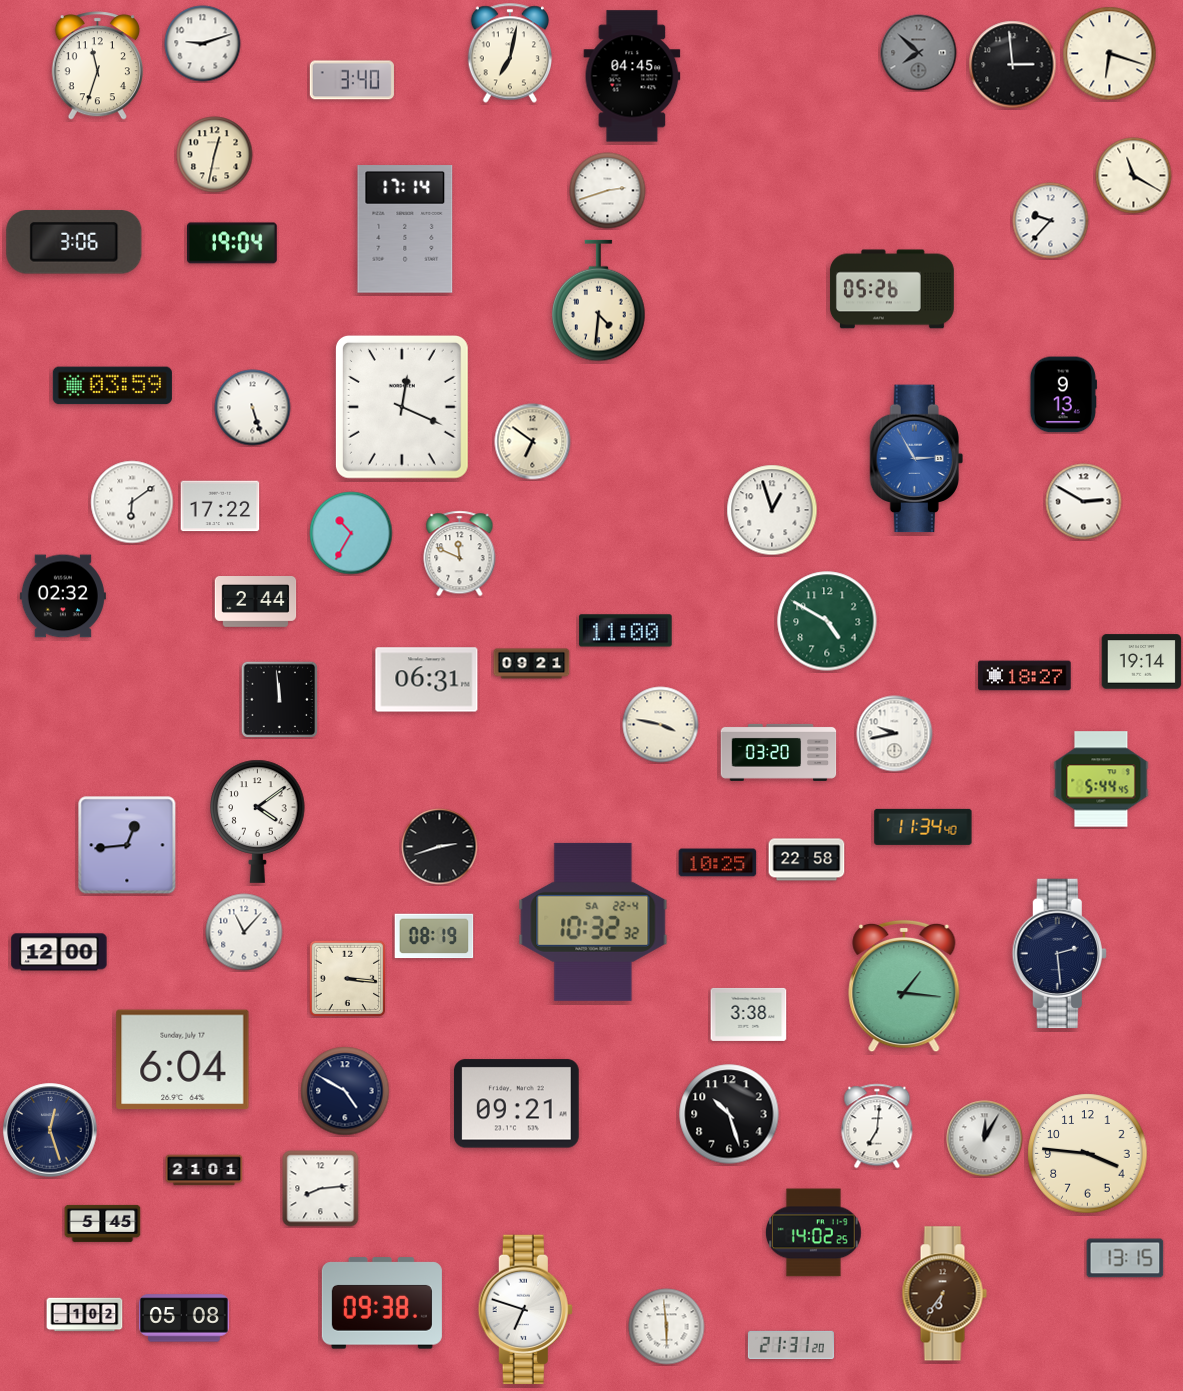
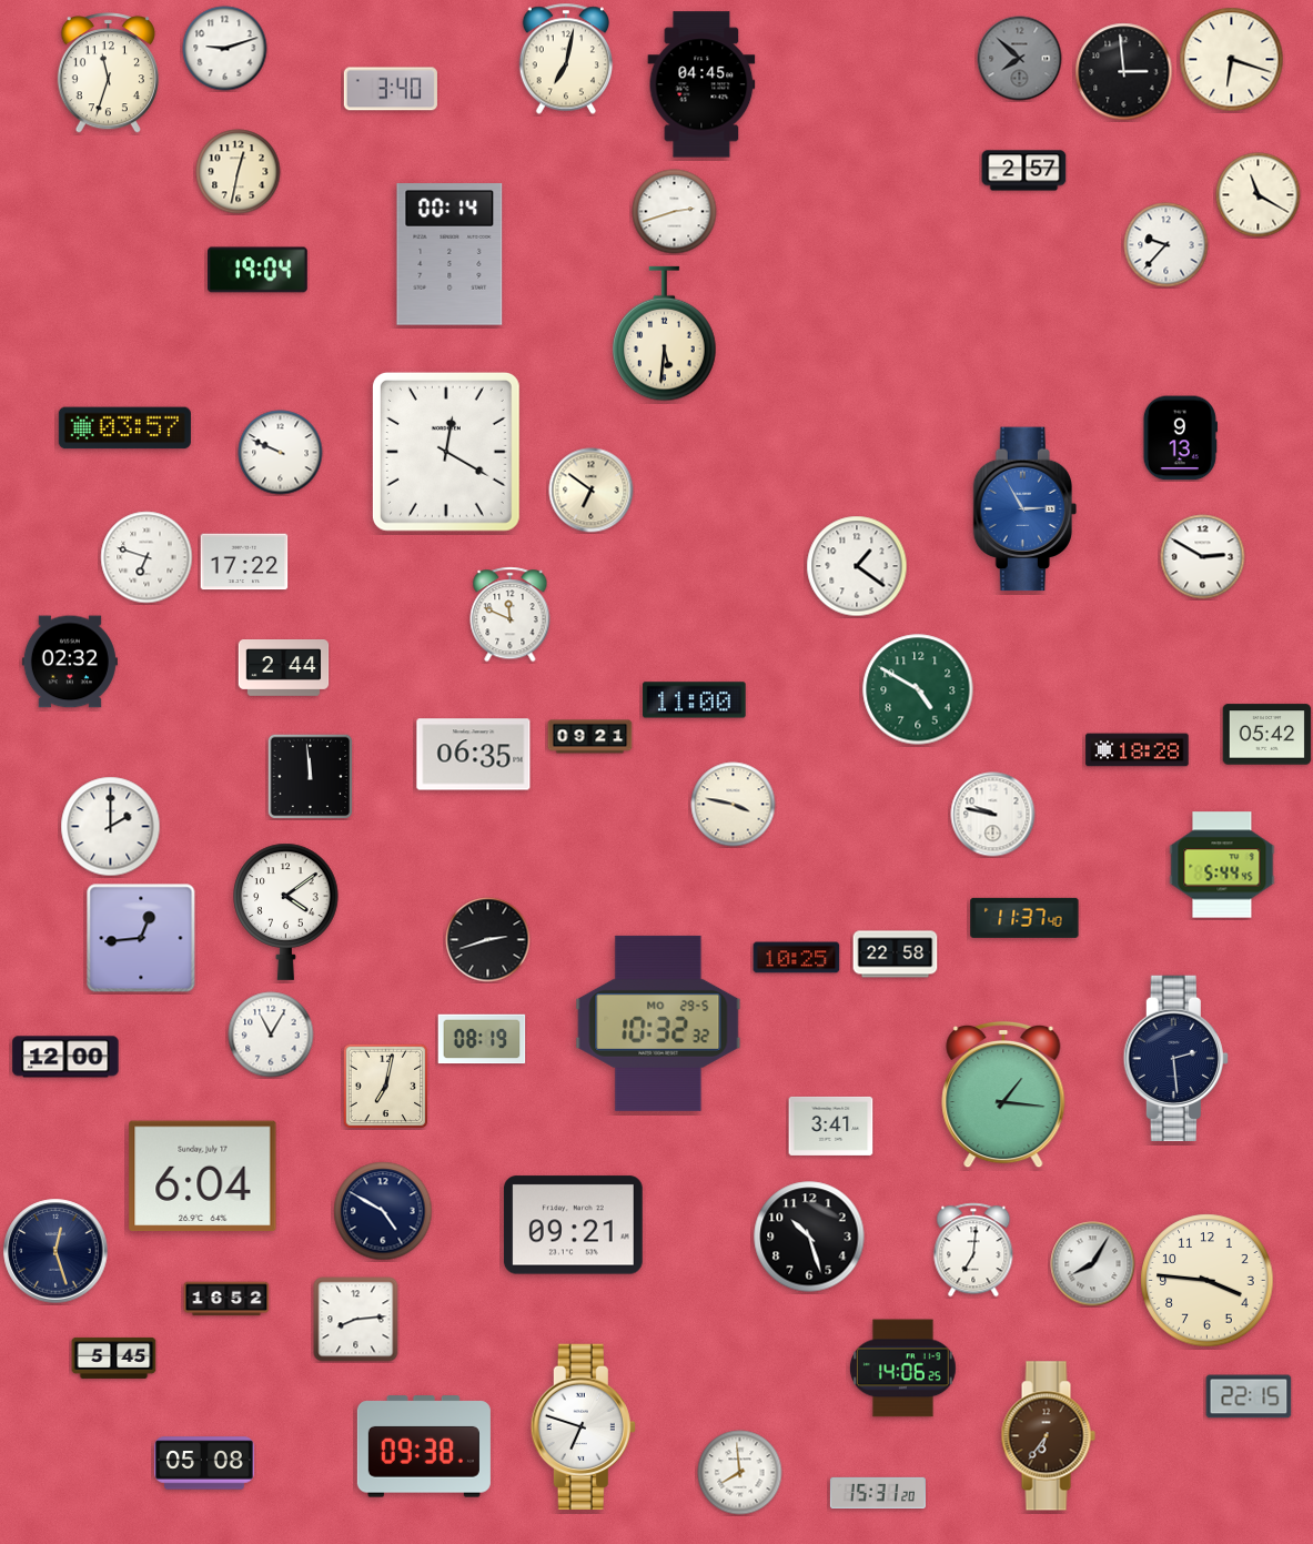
clock at (1024, 171): none -> 2:57
clock at (405, 229): 17:14 -> 00:14
clock at (74, 242): 3:06 -> none
clock at (892, 289): 05:26 -> none
clock at (599, 301): 4:31 -> 5:31
clock at (112, 386): 03:59 -> 03:57
clock at (402, 407): 12:19 -> 12:20
clock at (253, 408): 5:27 -> 9:49
clock at (916, 459) position: (916, 459) -> (1024, 509)
clock at (132, 502): 6:09 -> 6:48
clock at (772, 510): 12:57 -> 1:21
clock at (351, 533): 10:35 -> none
clock at (1142, 662): 19:14 -> 05:42
clock at (1025, 676): 18:27 -> 18:28
clock at (427, 680): 06:31 -> 06:35
clock at (895, 734): 9:43 -> 9:47
clock at (111, 827): none -> 2:00
clock at (779, 752): 03:20 -> none
clock at (923, 827): 11:34 -> 11:37
clock at (593, 922) date: SA 22-4 -> MO 29-5
clock at (244, 932): 11:07 -> 11:05
clock at (347, 979): 3:16 -> 7:02
clock at (749, 1014): 3:38 -> 3:41
clock at (50, 1130) position: (50, 1130) -> (55, 1251)
clock at (985, 1139): 12:05 -> 8:05
clock at (204, 1170): 21:01 -> 16:52
clock at (814, 1233): 14:02 -> 14:06
clock at (1125, 1258): 13:15 -> 22:15
clock at (525, 1310) position: (525, 1310) -> (583, 1427)
clock at (85, 1315): 1:02 -> none
clock at (667, 1327): 5:59 -> 7:59
clock at (791, 1344): 21:31 -> 15:31
